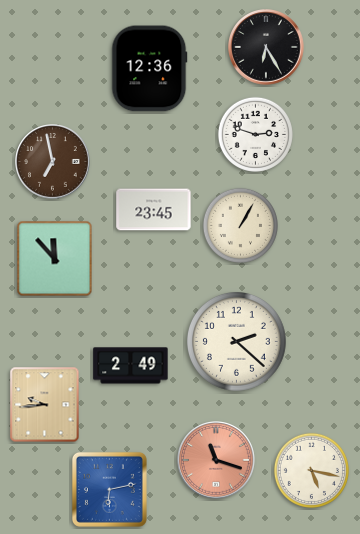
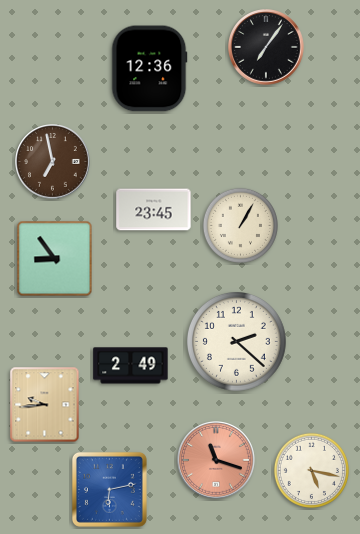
clock at (267, 48): 6:25 -> 7:06
clock at (255, 134): 2:48 -> none
clock at (55, 259): 11:53 -> 8:54
